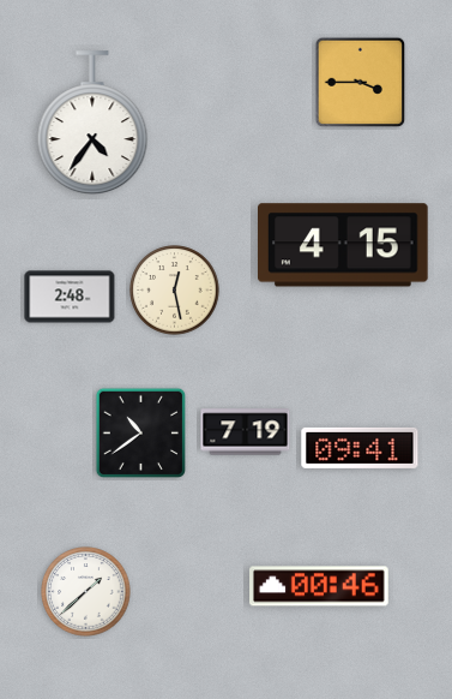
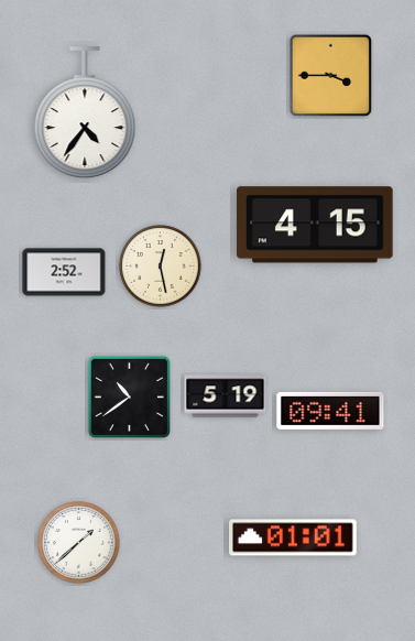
clock at (70, 297): 2:48 -> 2:52
clock at (246, 432): 7:19 -> 5:19
clock at (320, 586): 00:46 -> 01:01
